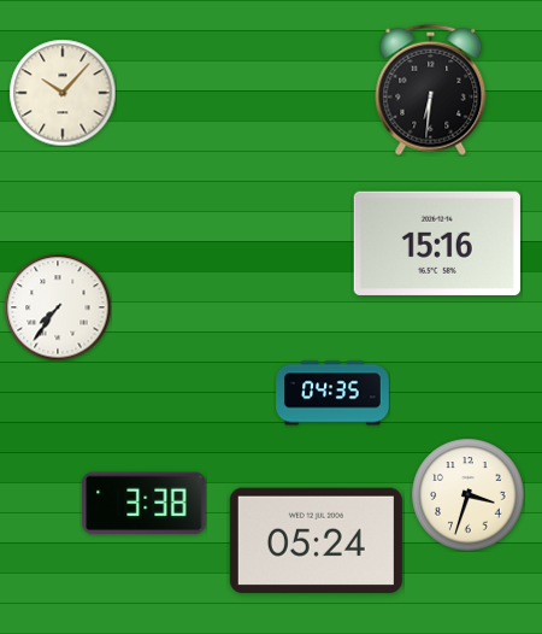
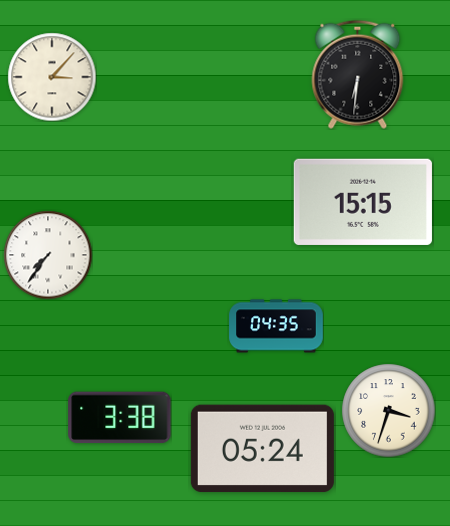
clock at (63, 93): 10:07 -> 3:07
clock at (437, 243): 15:16 -> 15:15
